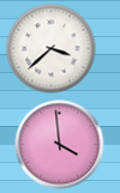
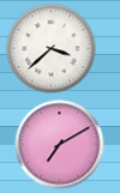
clock at (60, 145): 3:59 -> 7:10
